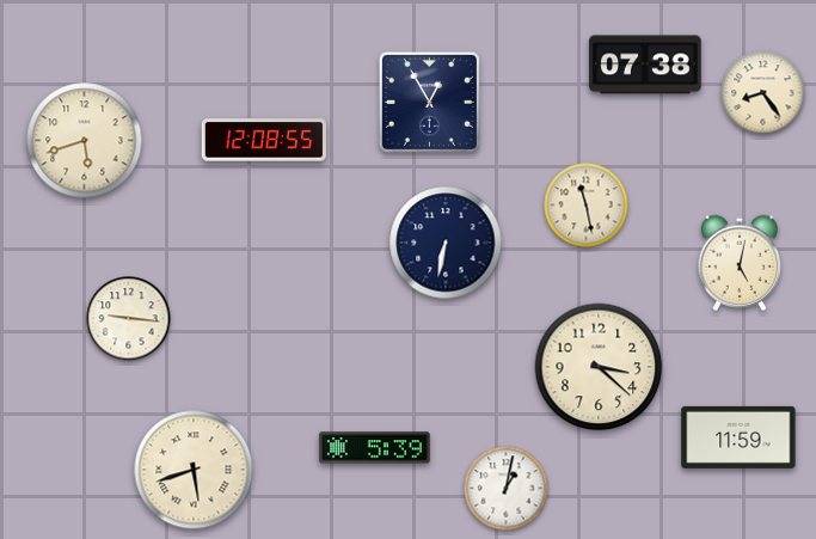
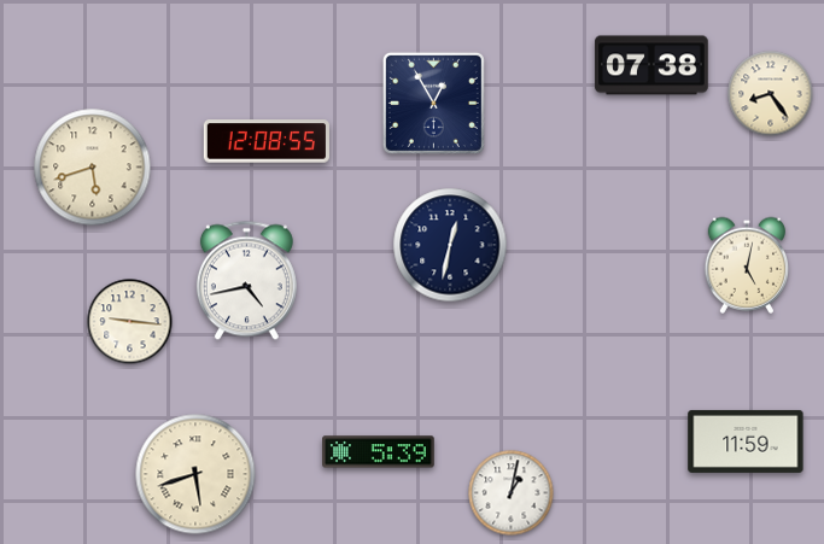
clock at (85, 141) position: (85, 141) -> (93, 168)
clock at (587, 206): 11:28 -> none
clock at (446, 243): 6:32 -> 12:32
clock at (246, 281): none -> 4:43
clock at (599, 367): 3:22 -> none
